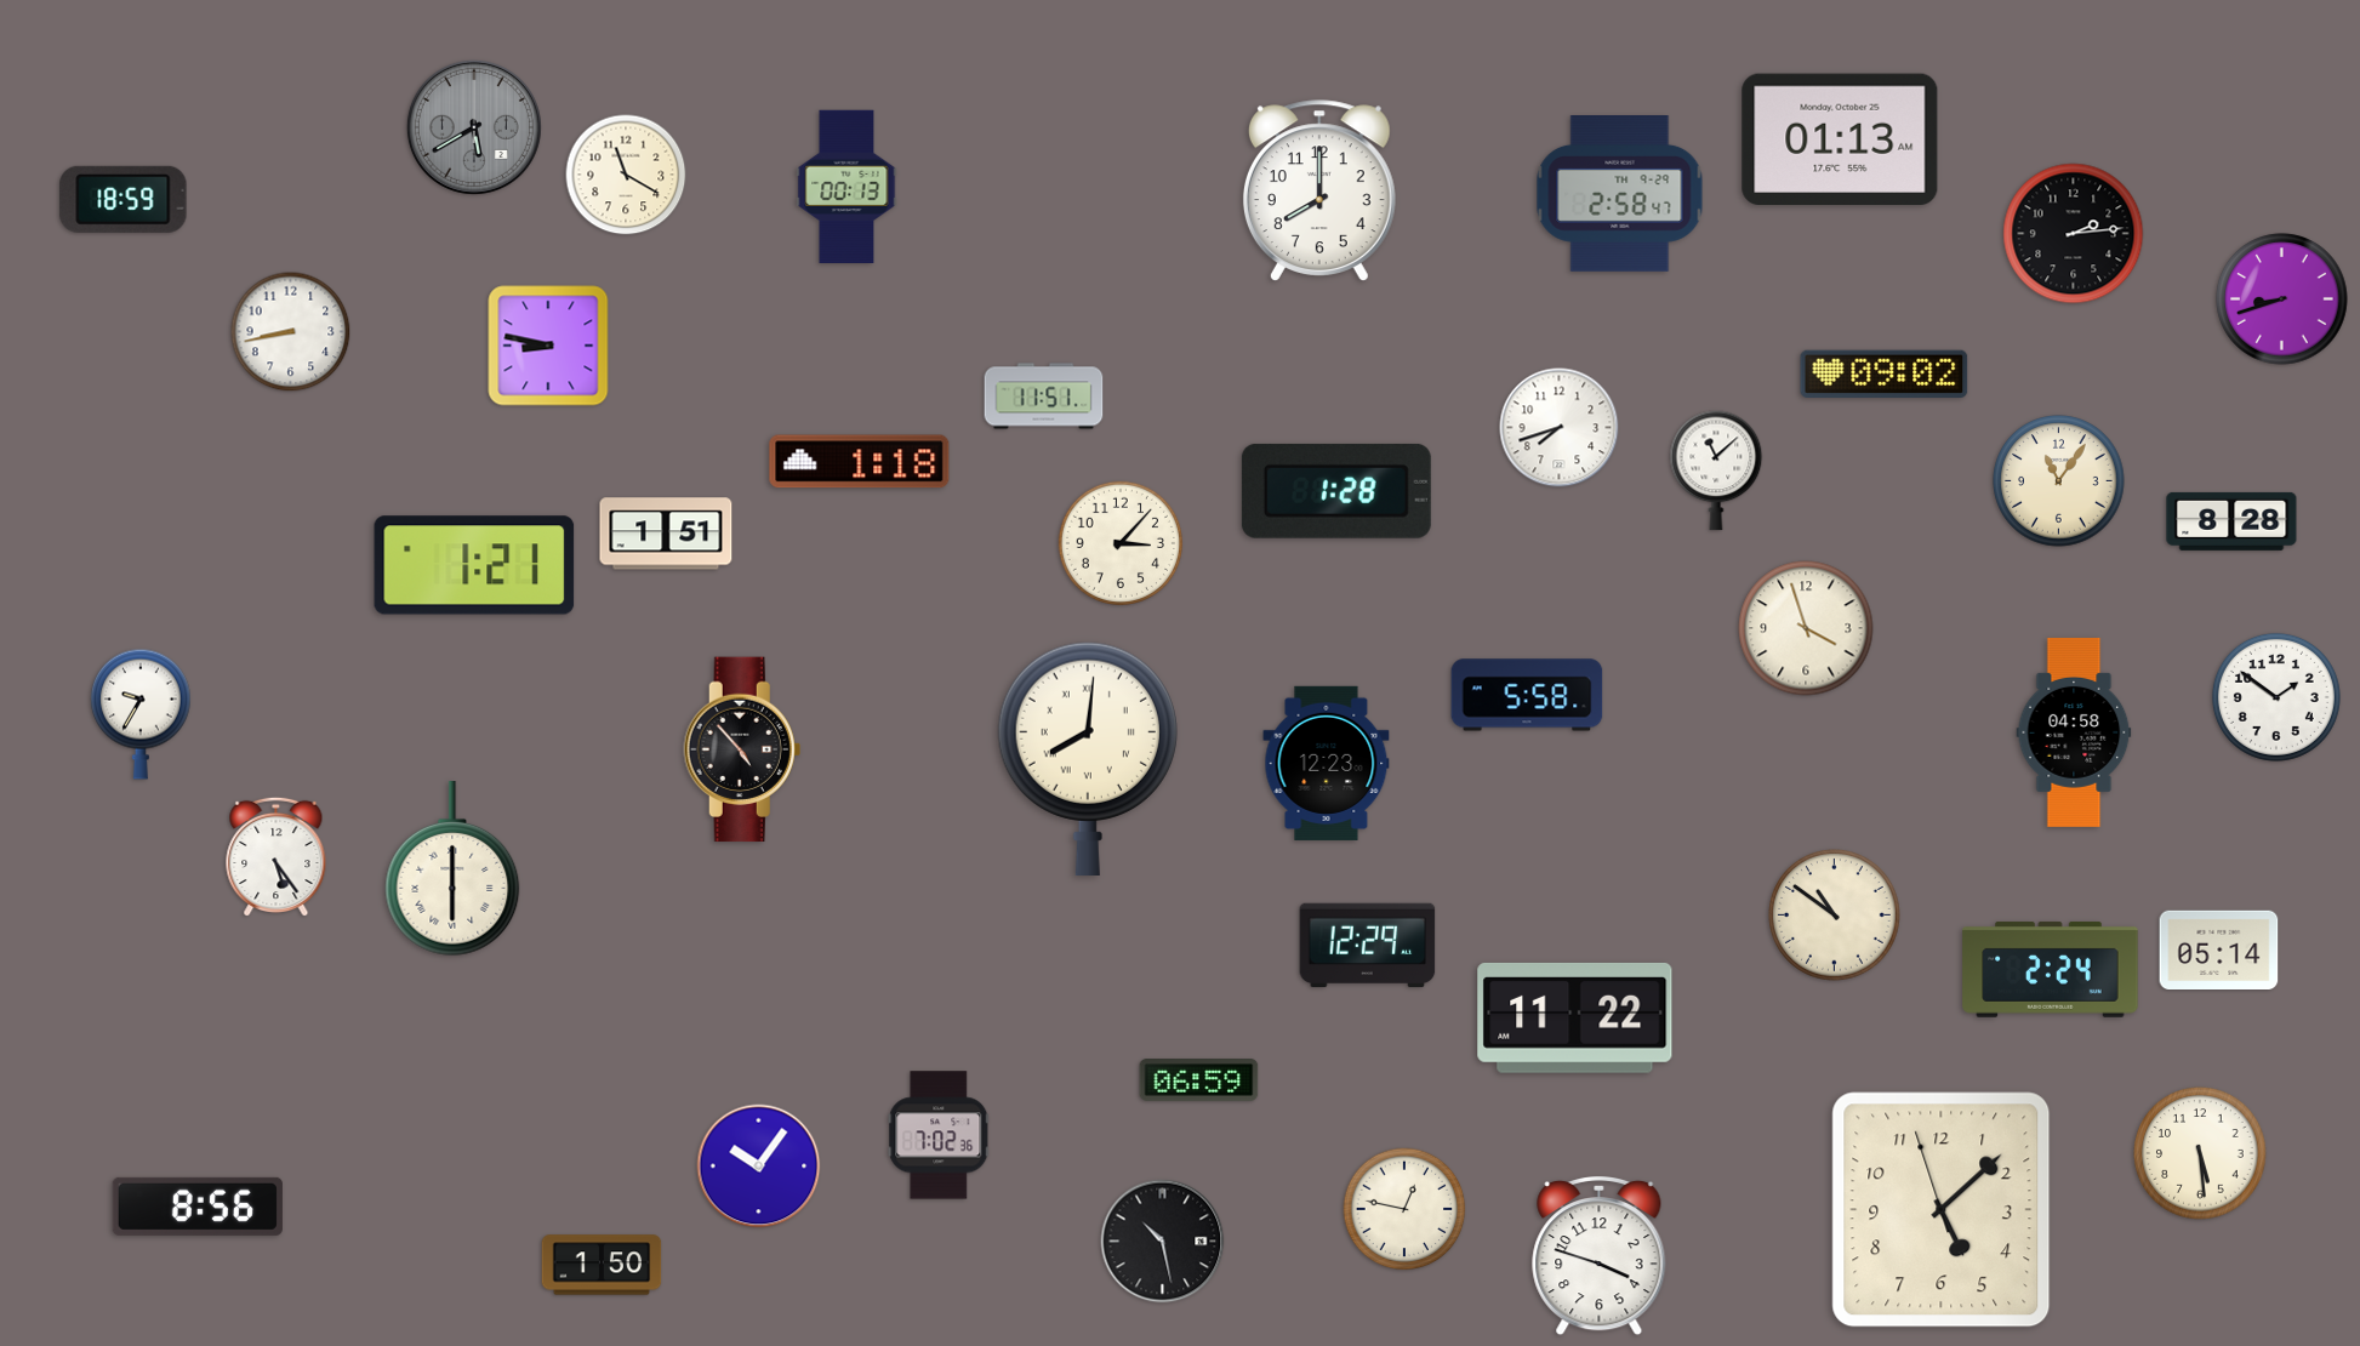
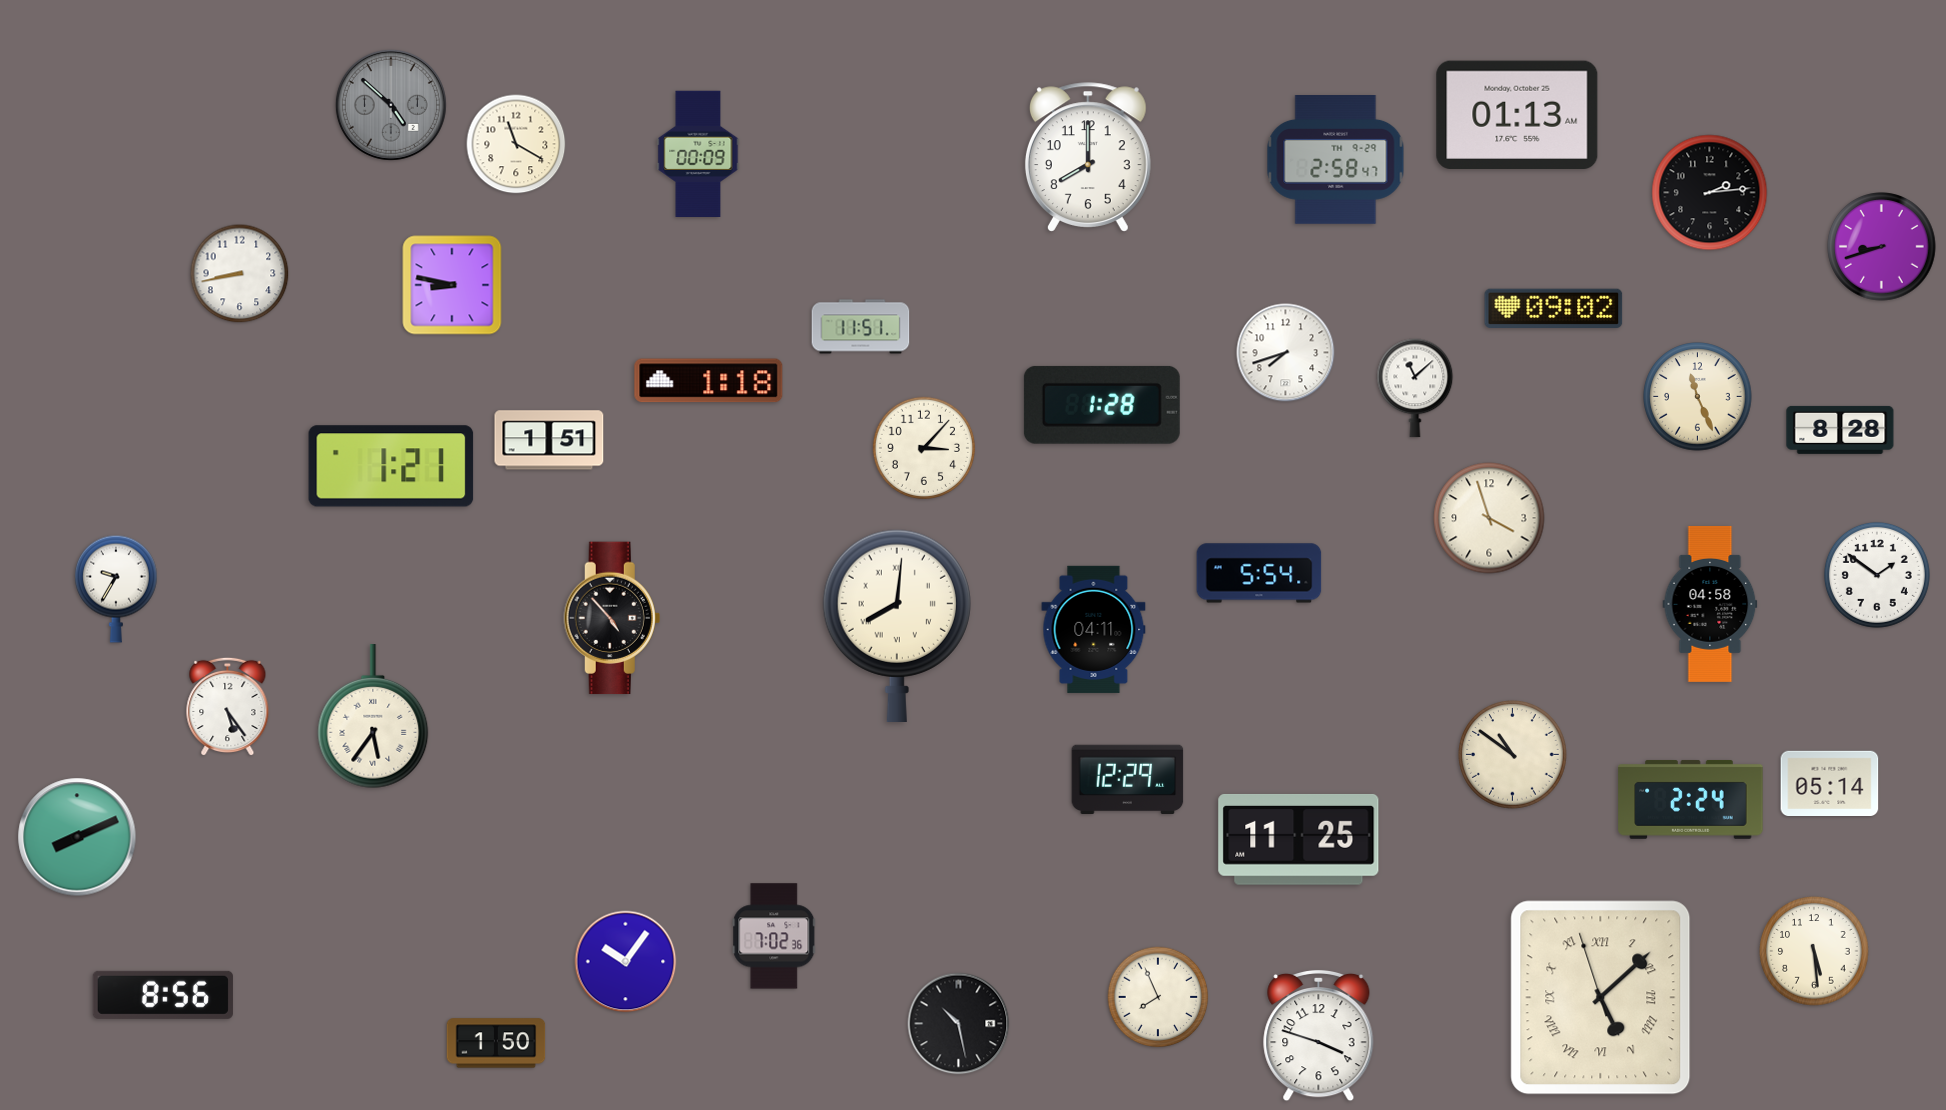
clock at (474, 127): 5:40 -> 4:52
clock at (846, 186): 00:13 -> 00:09
clock at (124, 199): 18:59 -> none
clock at (2059, 481): 11:06 -> 11:26
clock at (1527, 695): 5:58 -> 5:54
clock at (1327, 763): 12:23 -> 04:11
clock at (452, 869): 6:00 -> 5:36
clock at (77, 837): none -> 8:11
clock at (1575, 1017): 11:22 -> 11:25
clock at (1199, 1080): 06:59 -> none
clock at (1404, 1209): 12:47 -> 7:56
clock at (1942, 1210) numerals: Arabic -> Roman
